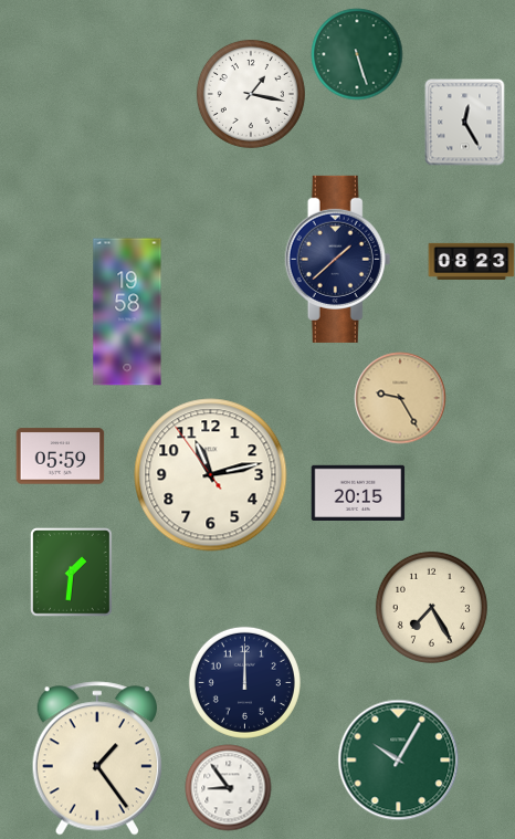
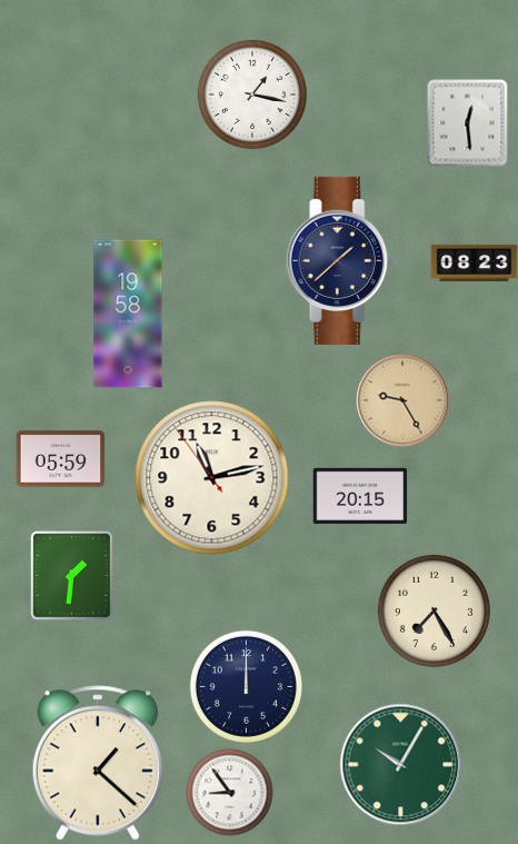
clock at (357, 54): 5:27 -> none
clock at (465, 122): 12:25 -> 12:29
clock at (96, 758): 1:24 -> 1:22
